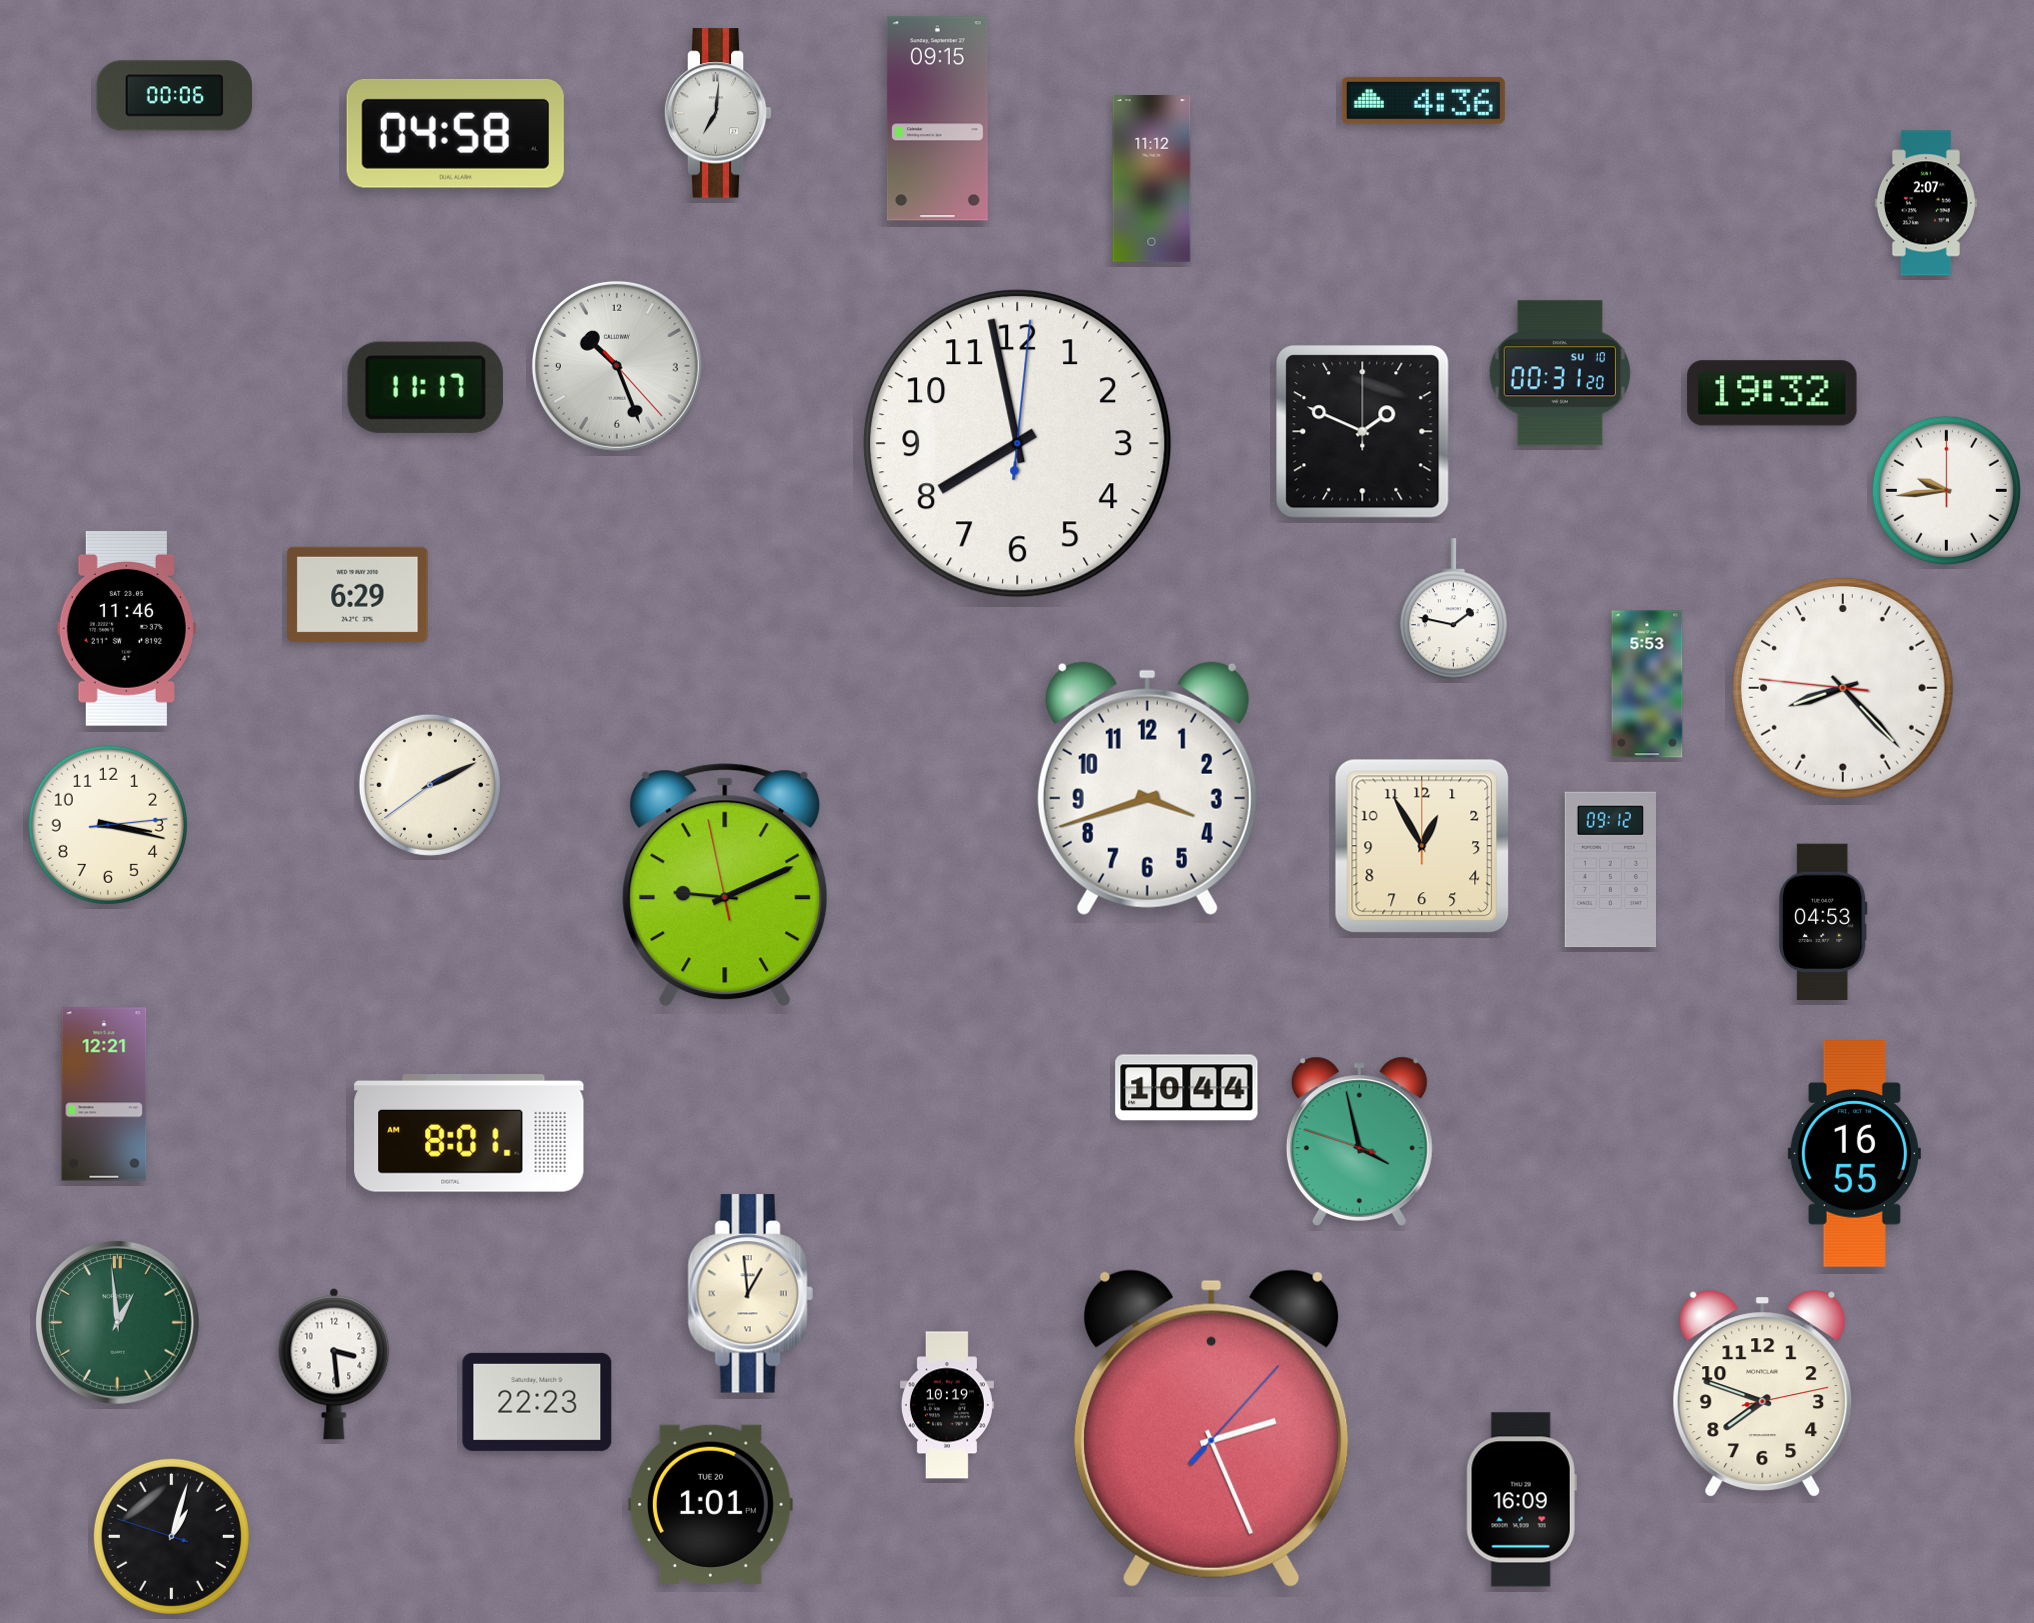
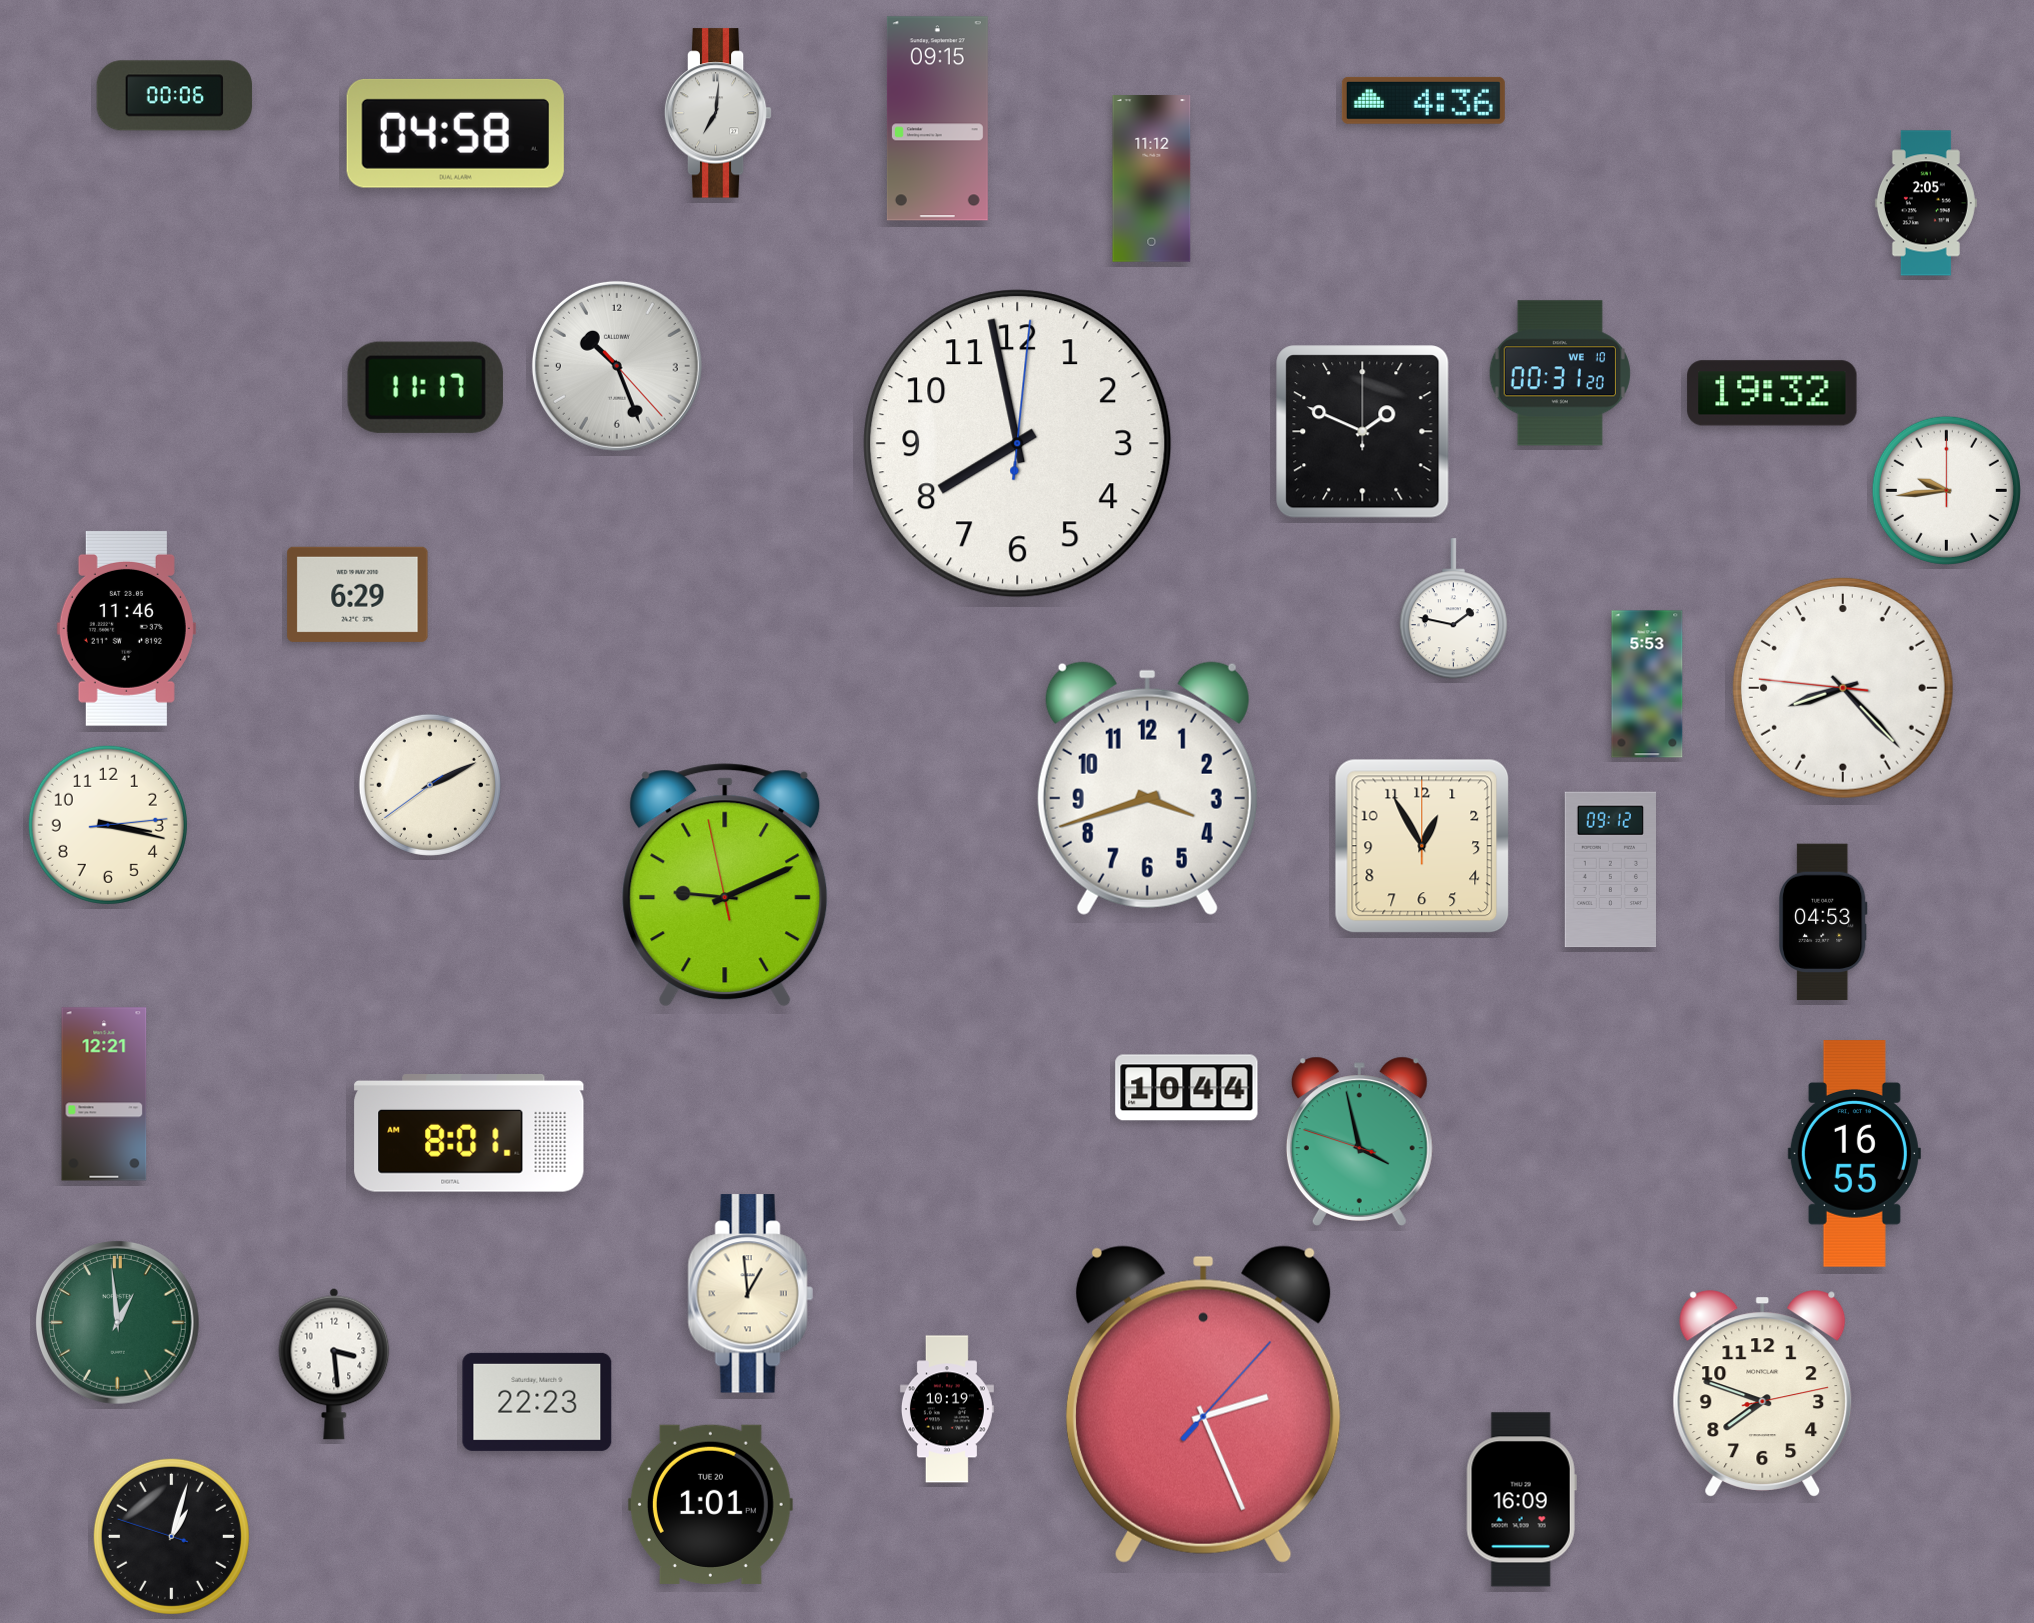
clock at (1926, 203): 2:07 -> 2:05
clock at (1560, 373) date: SU 10 -> WE 10
clock at (947, 1405) position: (947, 1405) -> (947, 1409)
clock at (1211, 1428) position: (1211, 1428) -> (1203, 1404)
